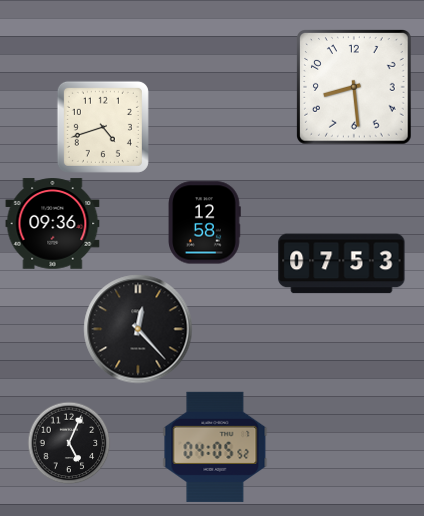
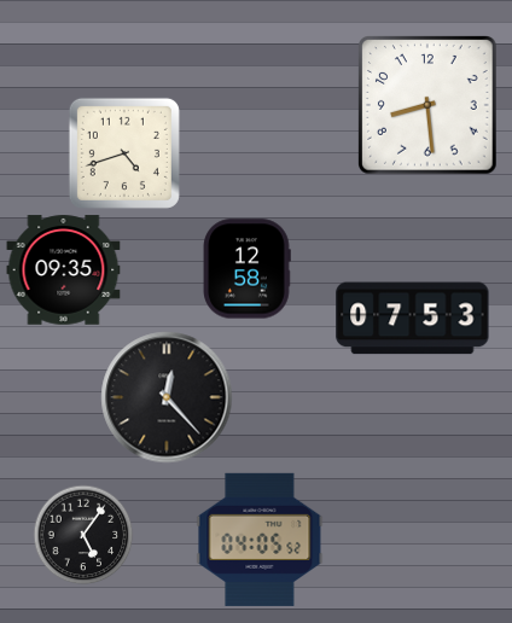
clock at (53, 224): 09:36 -> 09:35
clock at (69, 443): 5:04 -> 5:06
